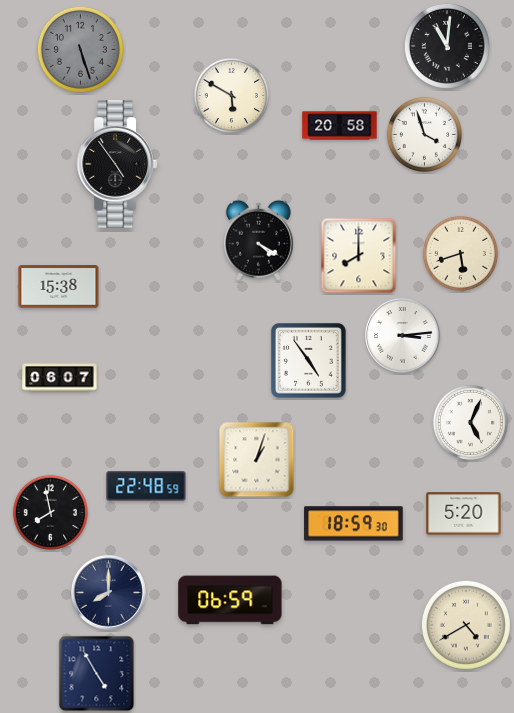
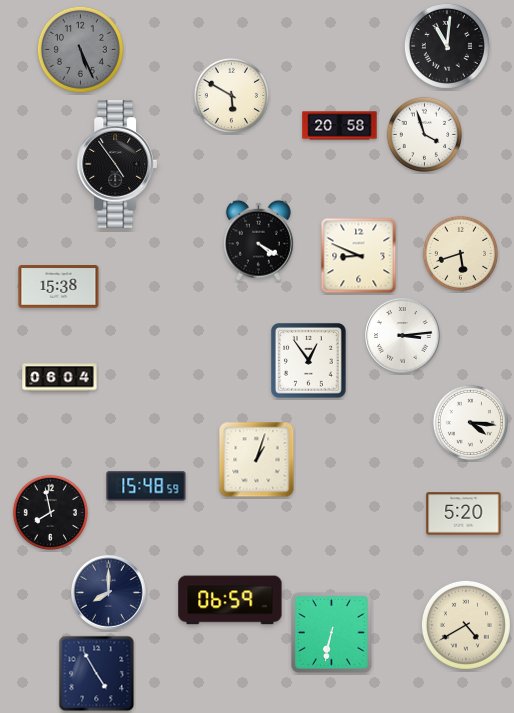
clock at (80, 49): 5:27 -> 5:26
clock at (359, 256): 8:00 -> 8:49
clock at (308, 360): 4:54 -> 12:54
clock at (60, 378): 06:07 -> 06:04
clock at (470, 422): 5:04 -> 4:16
clock at (146, 486): 22:48 -> 15:48
clock at (354, 524): 18:59 -> none
clock at (332, 633): none -> 6:32
